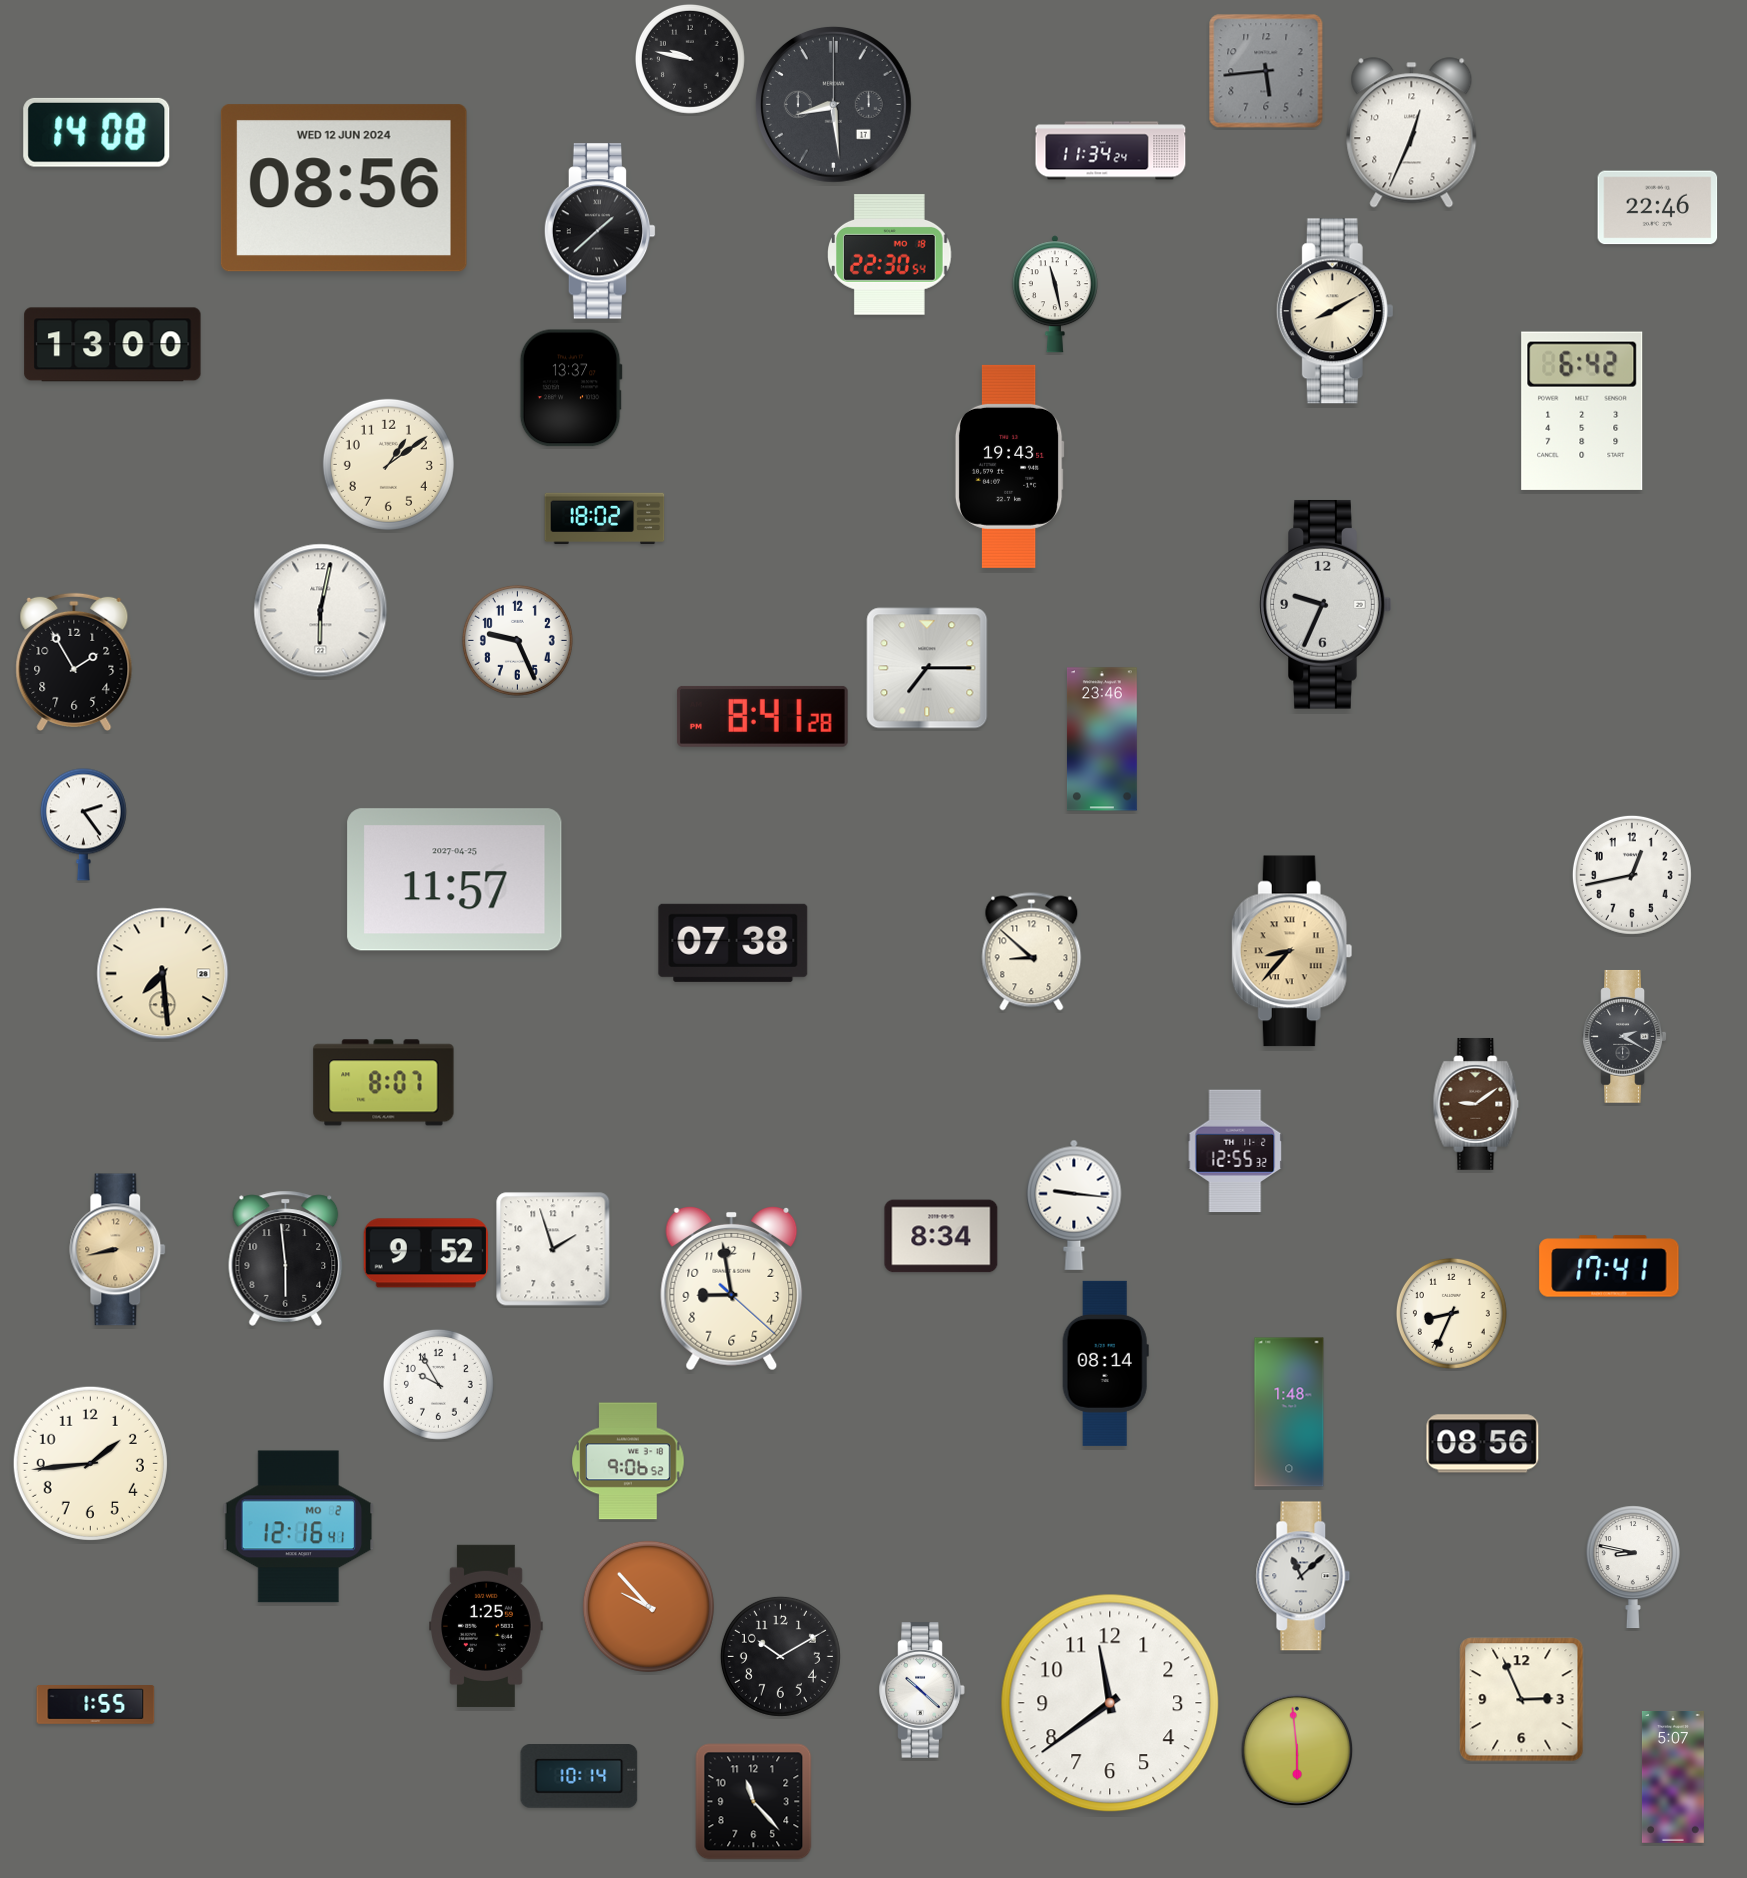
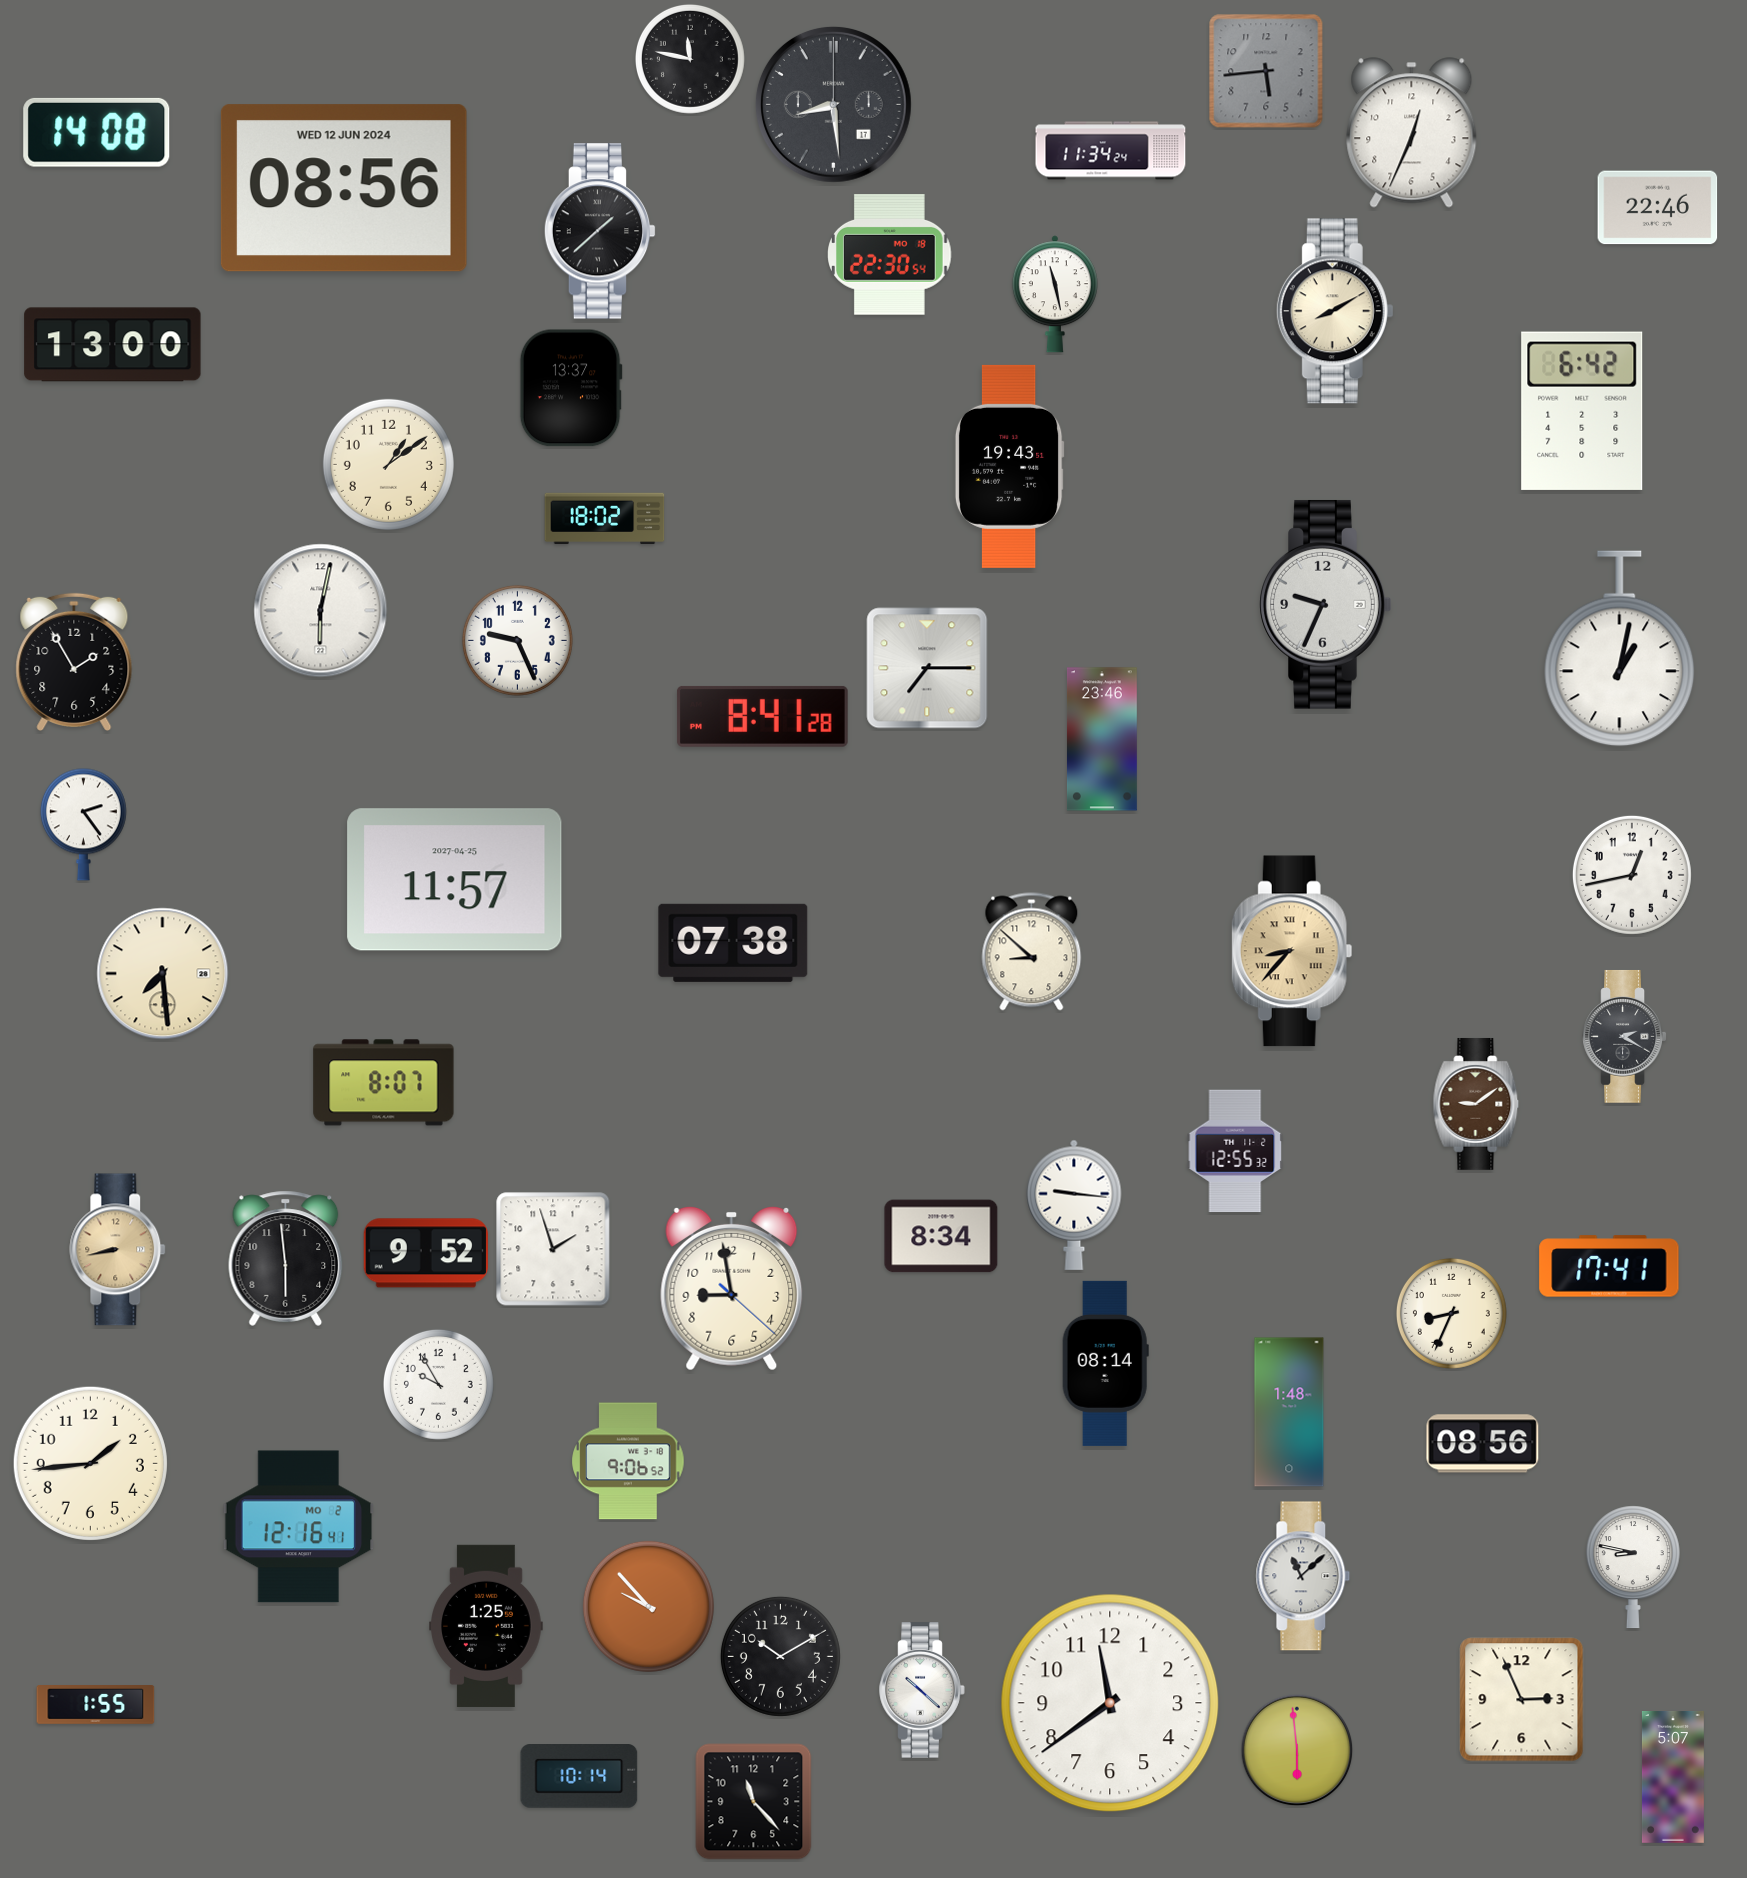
clock at (690, 59): 9:47 -> 11:47
clock at (1620, 649): none -> 1:02
